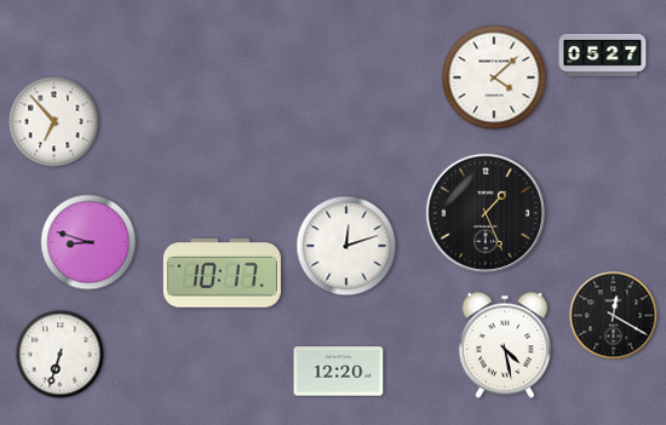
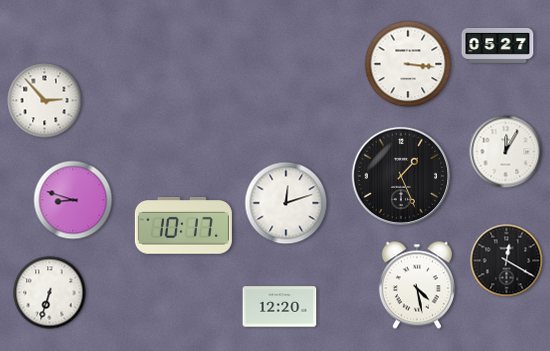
clock at (494, 77): 4:08 -> 3:16
clock at (54, 122): 6:53 -> 2:53
clock at (506, 152): none -> 12:05
